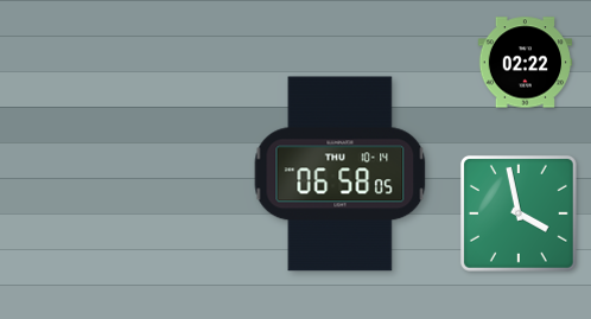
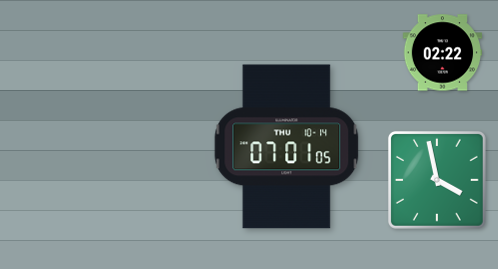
clock at (341, 174): 06:58 -> 07:01
